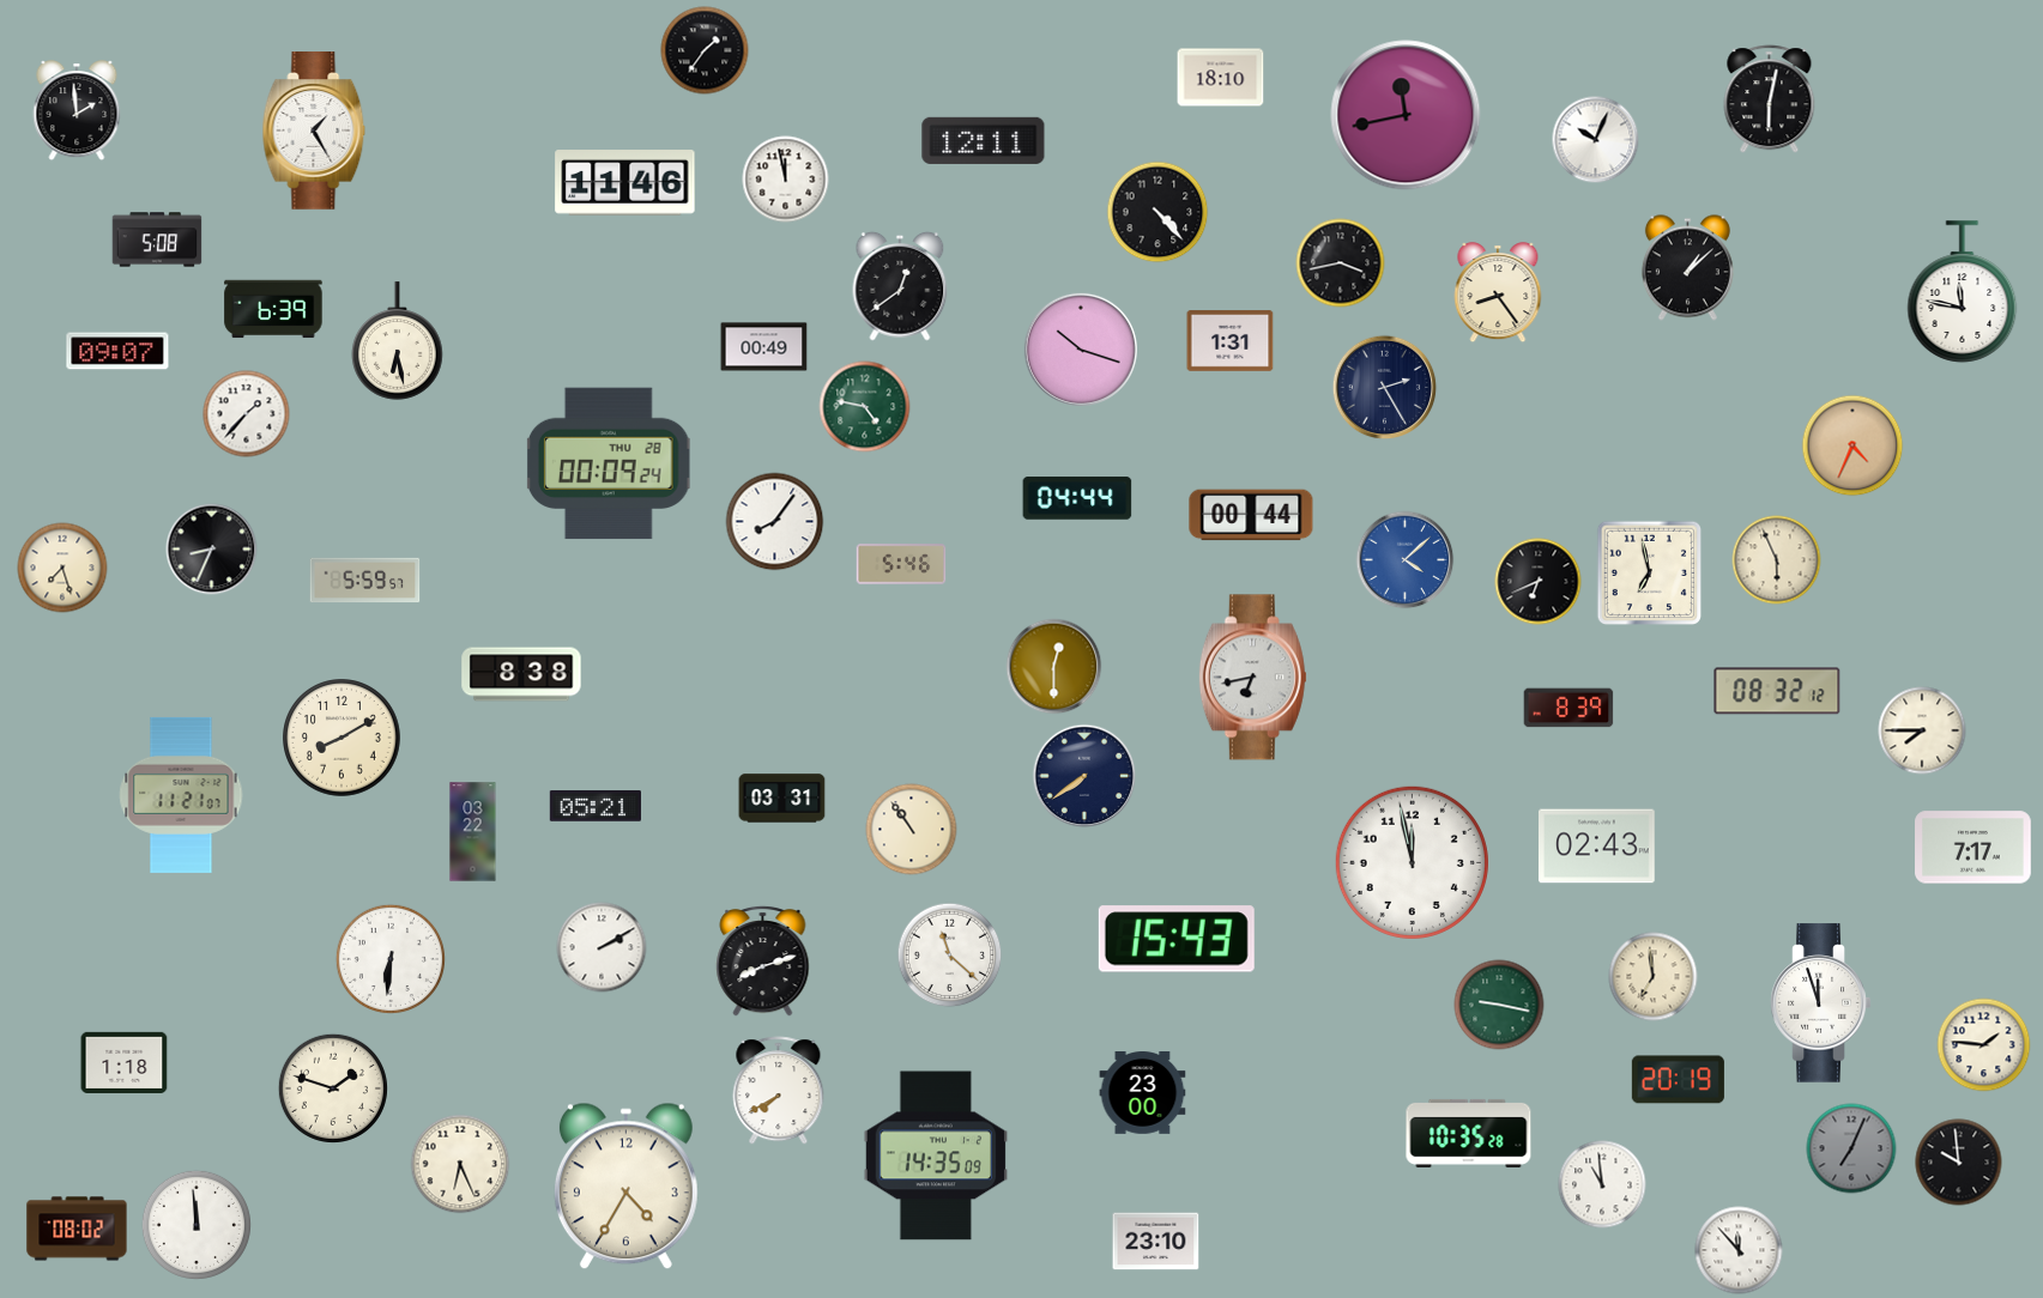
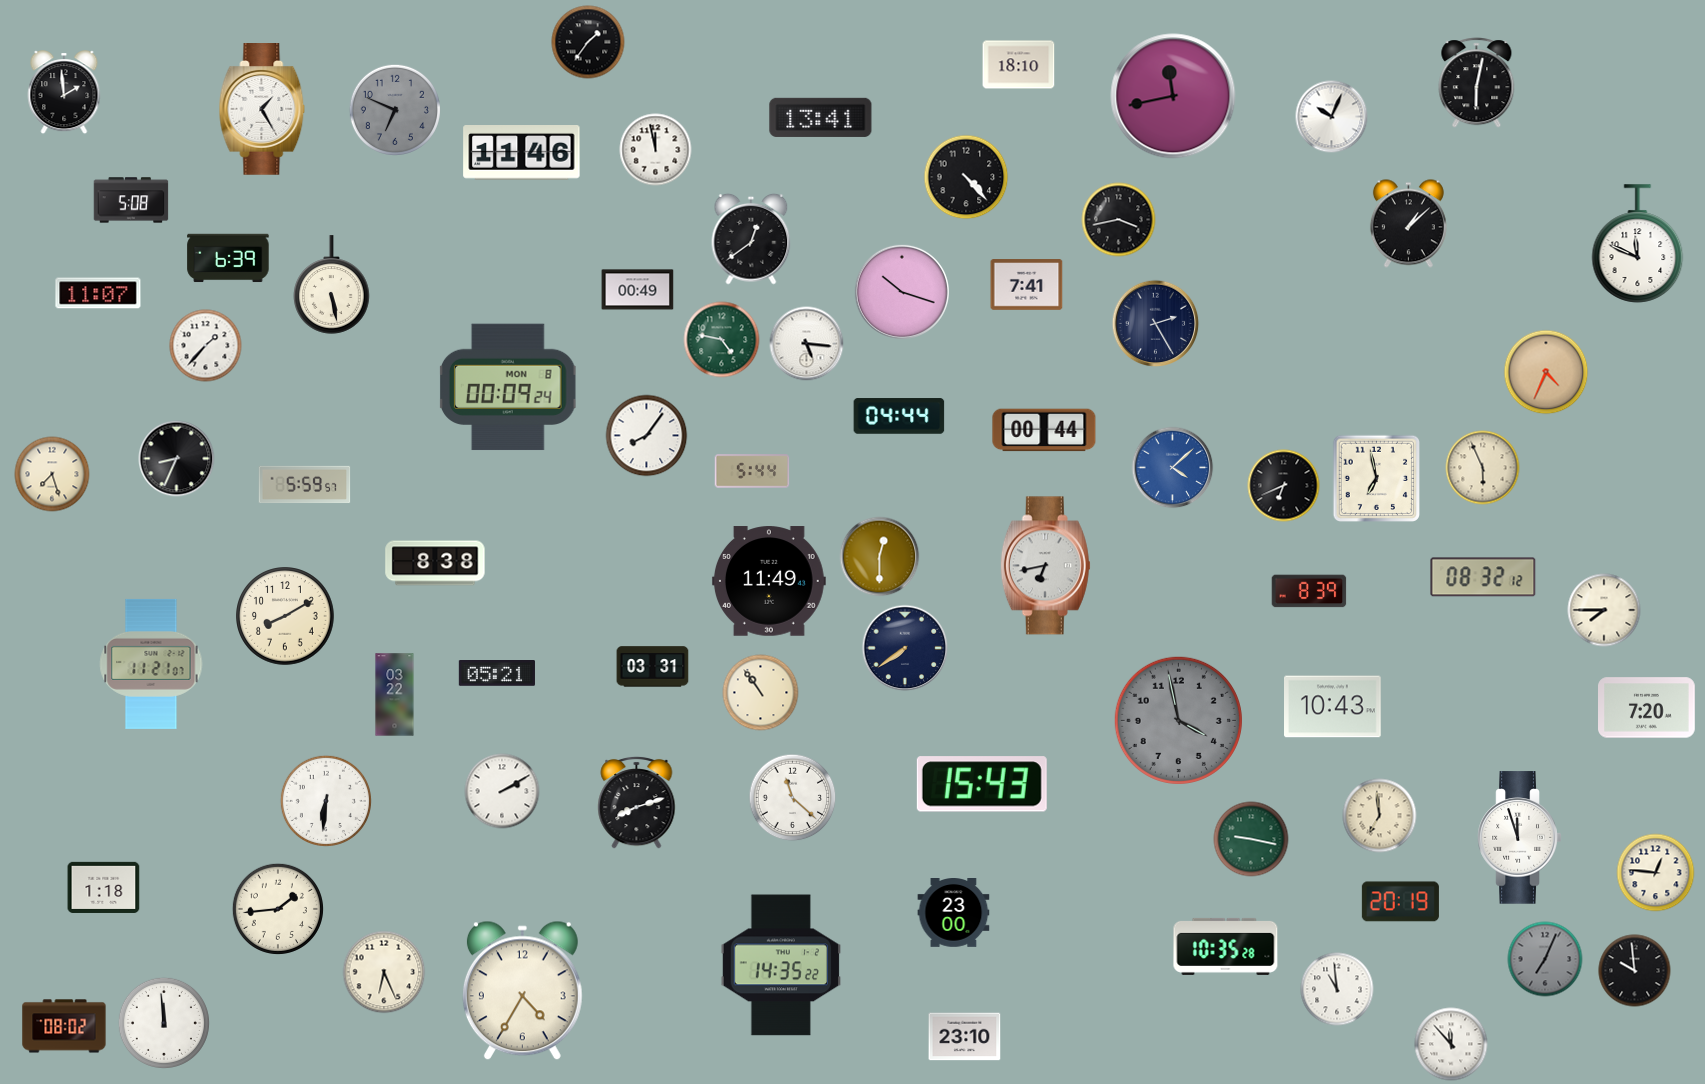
clock at (395, 110): none -> 6:49
clock at (984, 140): 12:11 -> 13:41
clock at (1963, 292): 11:47 -> 11:49
clock at (1498, 293): 8:24 -> none
clock at (398, 341): 6:28 -> 5:28
clock at (1231, 341): 1:31 -> 7:41
clock at (117, 351): 09:07 -> 11:07
clock at (807, 344): none -> 5:16
clock at (609, 463) date: THU 28 -> MON 8
clock at (901, 564): 5:46 -> 5:44
clock at (769, 581): none -> 11:49
clock at (1597, 847): 02:43 -> 10:43
clock at (1974, 848): 7:17 -> 7:20
clock at (1412, 862): 11:58 -> 3:58
clock at (1412, 862) dial: white -> grey
clock at (1984, 1045): 1:46 -> 12:46
clock at (333, 1088): 1:48 -> 1:44
clock at (779, 1091): 7:40 -> none
clock at (936, 1156): 14:35:09 -> 14:35:22
